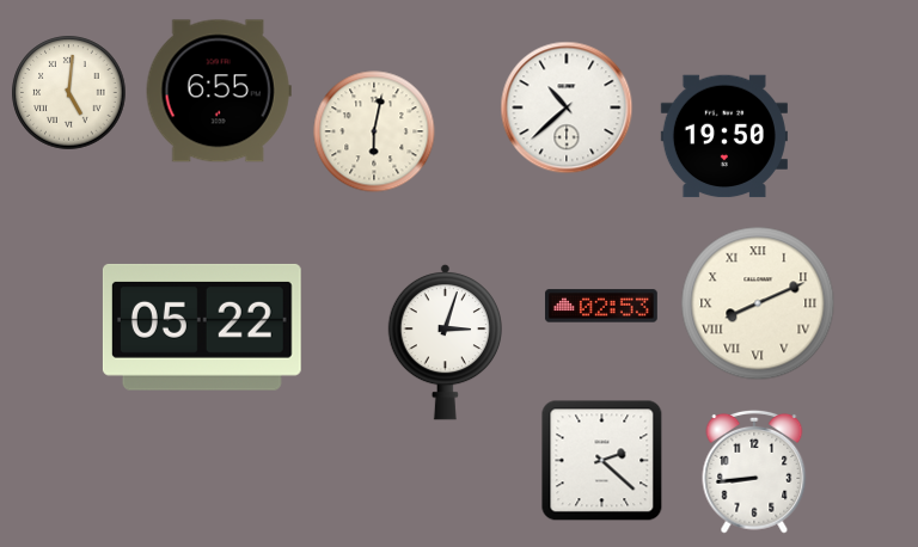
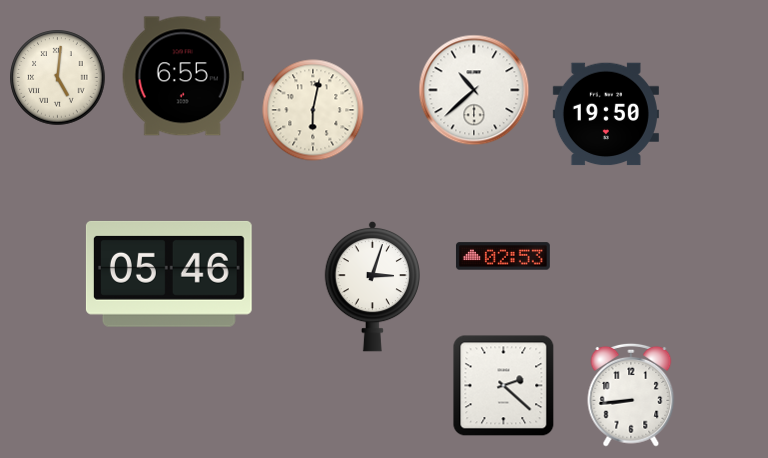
clock at (758, 303): 8:11 -> none
clock at (202, 327): 05:22 -> 05:46
